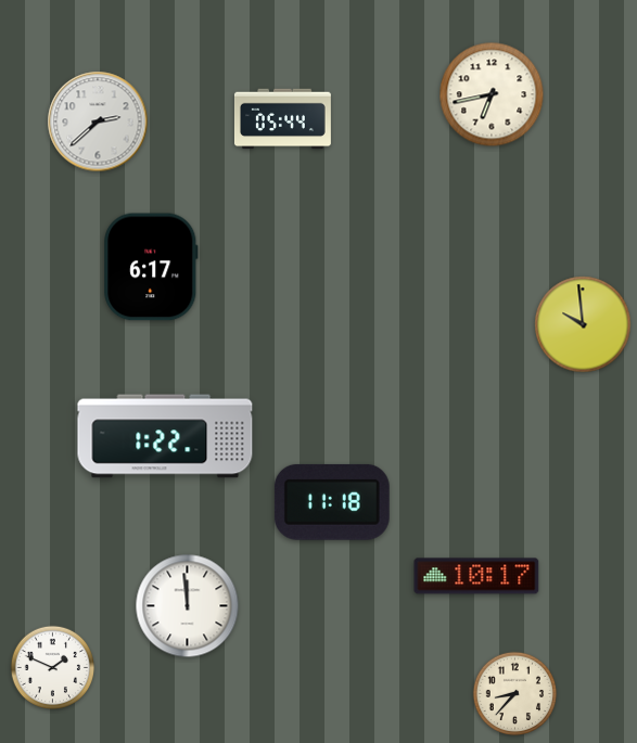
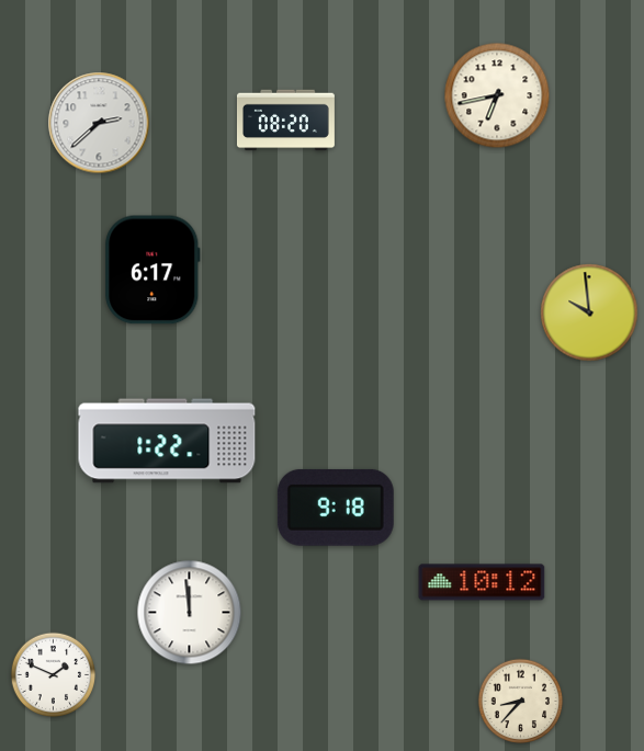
clock at (282, 119): 05:44 -> 08:20
clock at (583, 324) position: (583, 324) -> (589, 312)
clock at (332, 502): 11:18 -> 9:18
clock at (476, 576): 10:17 -> 10:12
